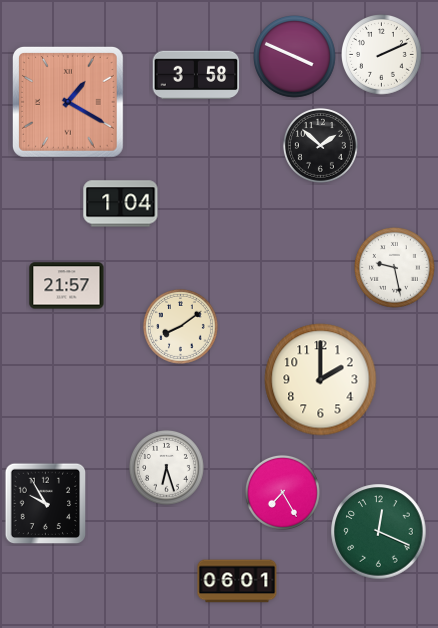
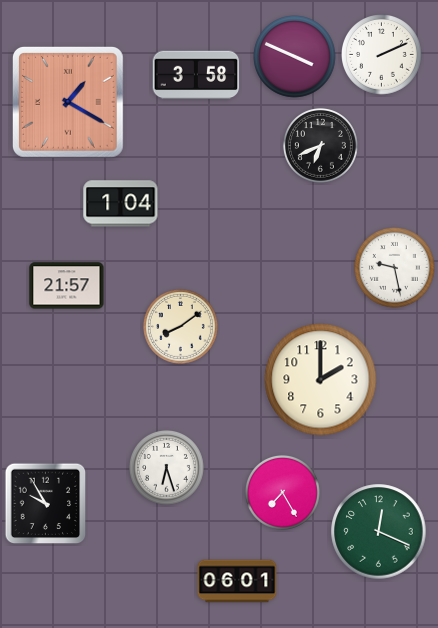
clock at (320, 145): 1:52 -> 6:41
